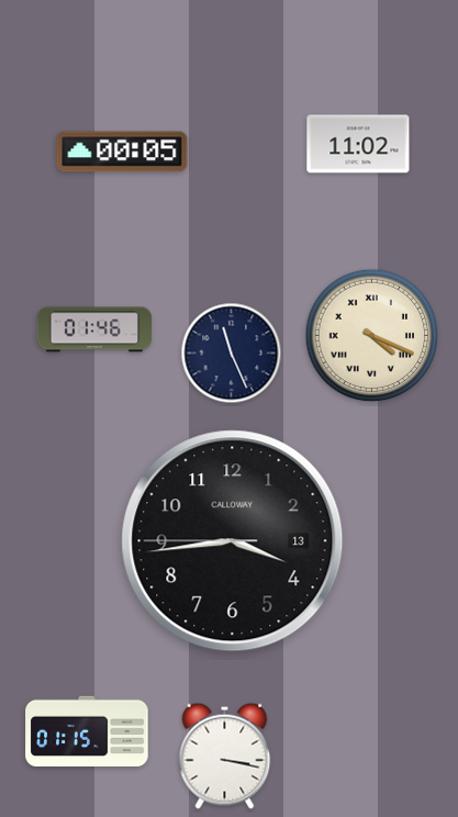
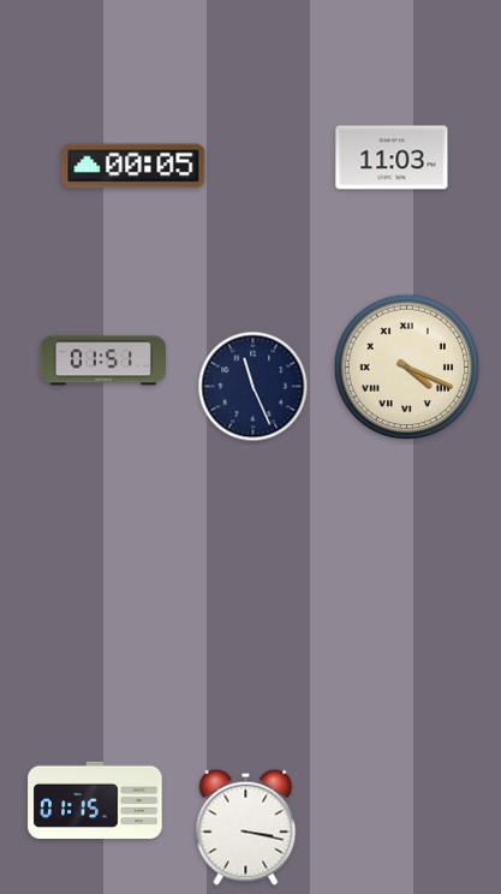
clock at (358, 144): 11:02 -> 11:03
clock at (93, 329): 01:46 -> 01:51
clock at (233, 541): 3:43 -> none
